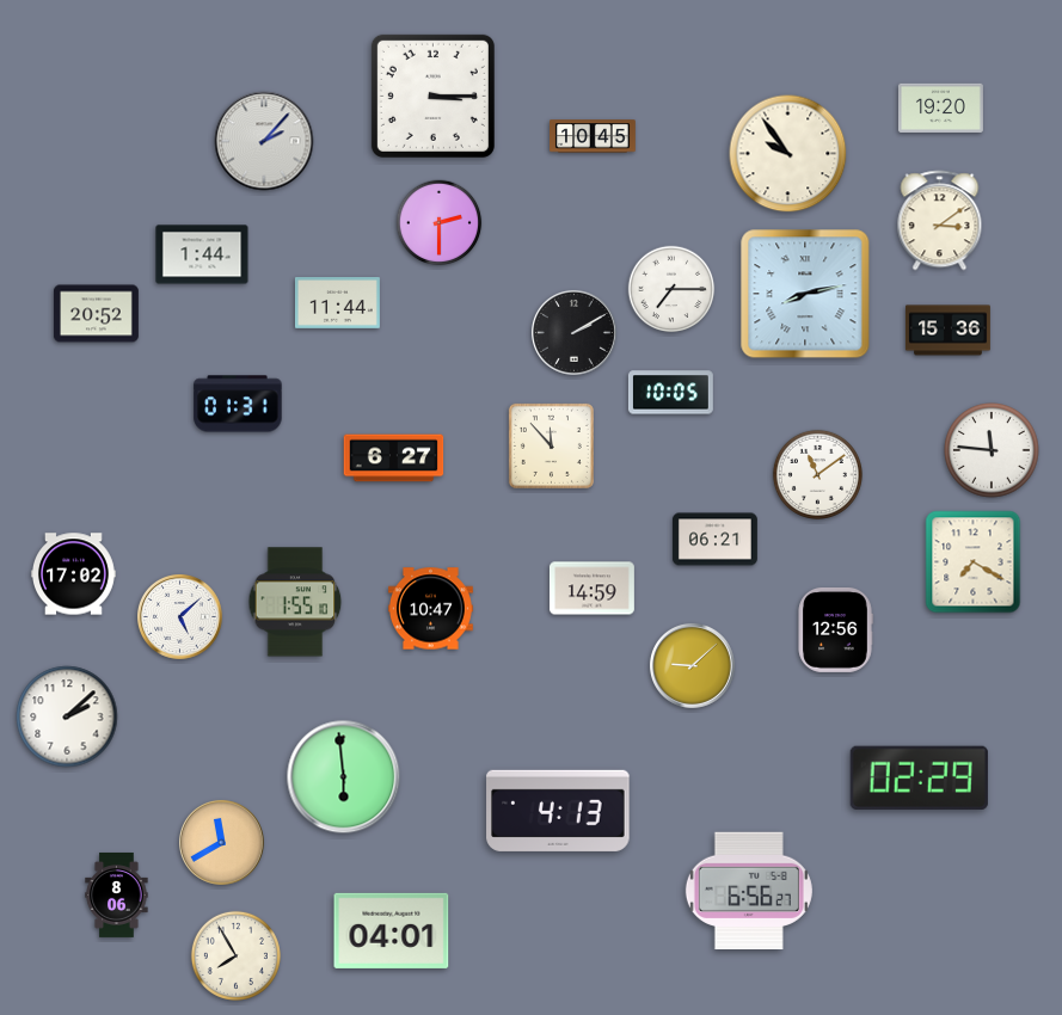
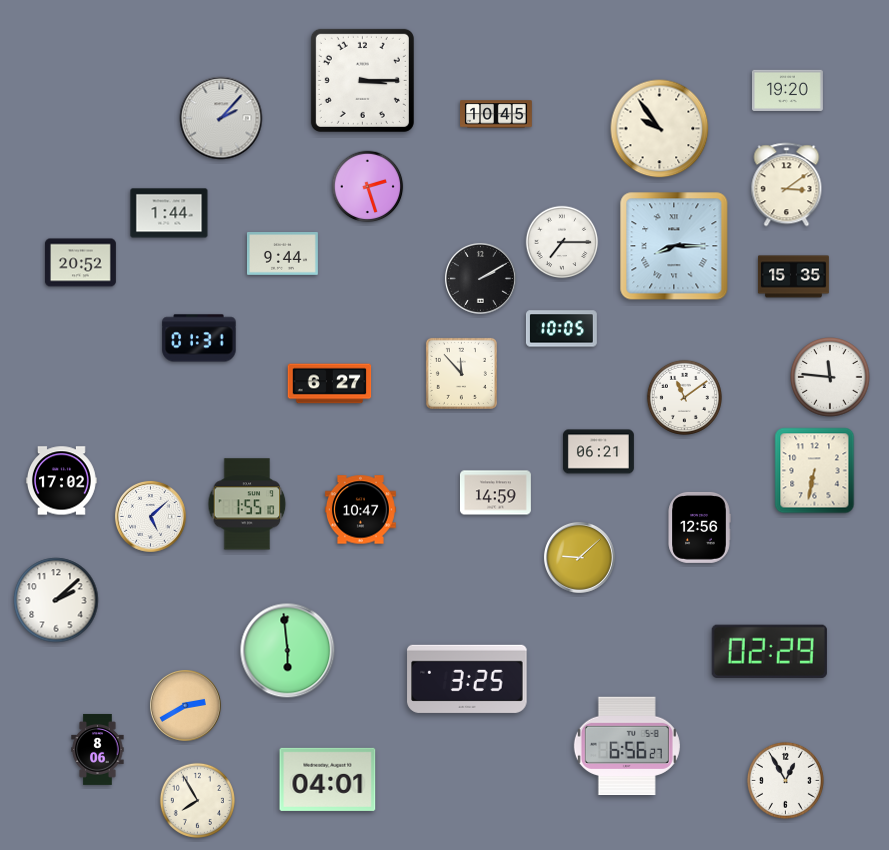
clock at (440, 223): 2:30 -> 2:27
clock at (805, 294): 8:13 -> 8:15
clock at (337, 303): 11:44 -> 9:44
clock at (947, 331): 15:36 -> 15:35
clock at (974, 562): 7:20 -> 6:32
clock at (558, 811): 4:13 -> 3:25
clock at (221, 842): 11:40 -> 2:40
clock at (785, 780): none -> 12:55
